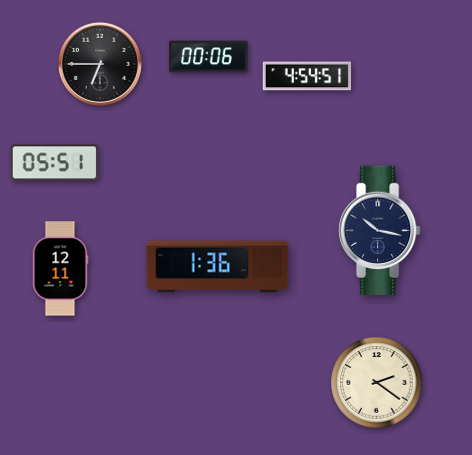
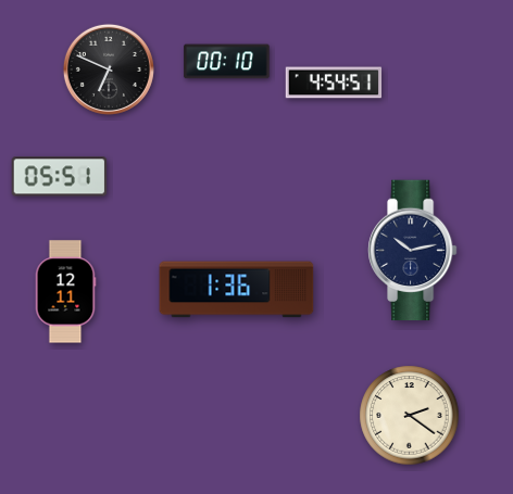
clock at (209, 57): 00:06 -> 00:10
clock at (100, 64): 6:45 -> 6:49
clock at (380, 231): 10:17 -> 10:13
